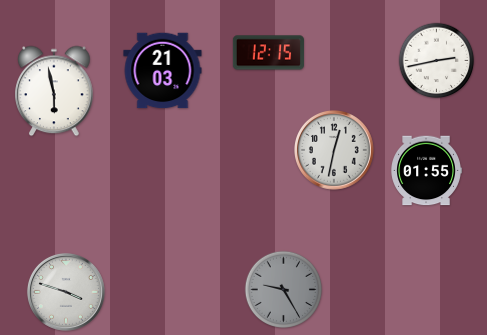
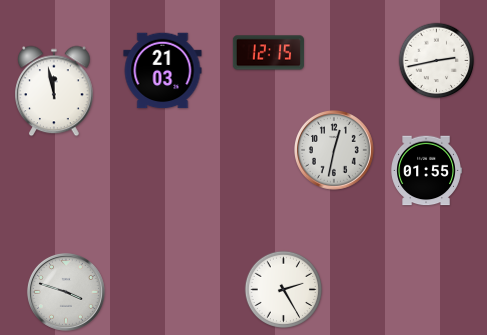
clock at (54, 91): 5:58 -> 11:58
clock at (284, 290): 9:25 -> 2:25
clock at (284, 290) dial: grey -> white
